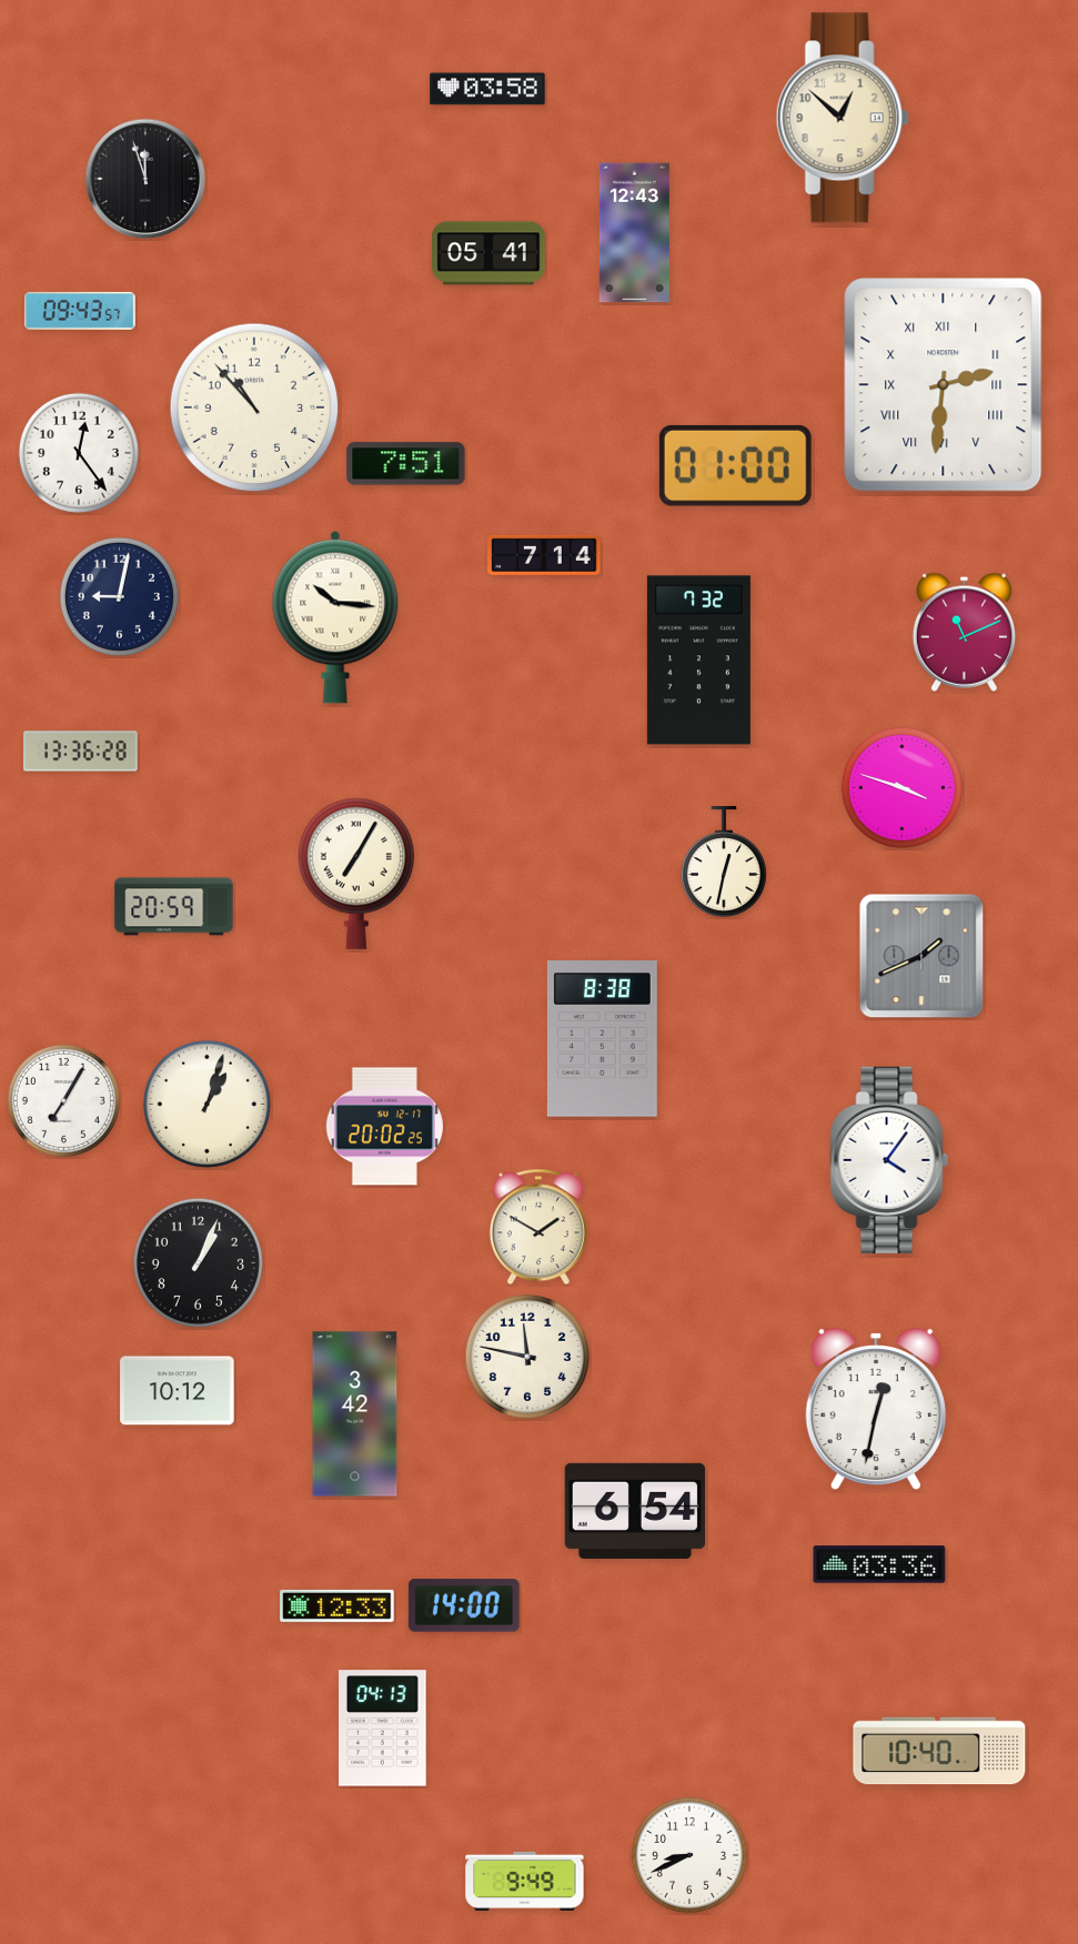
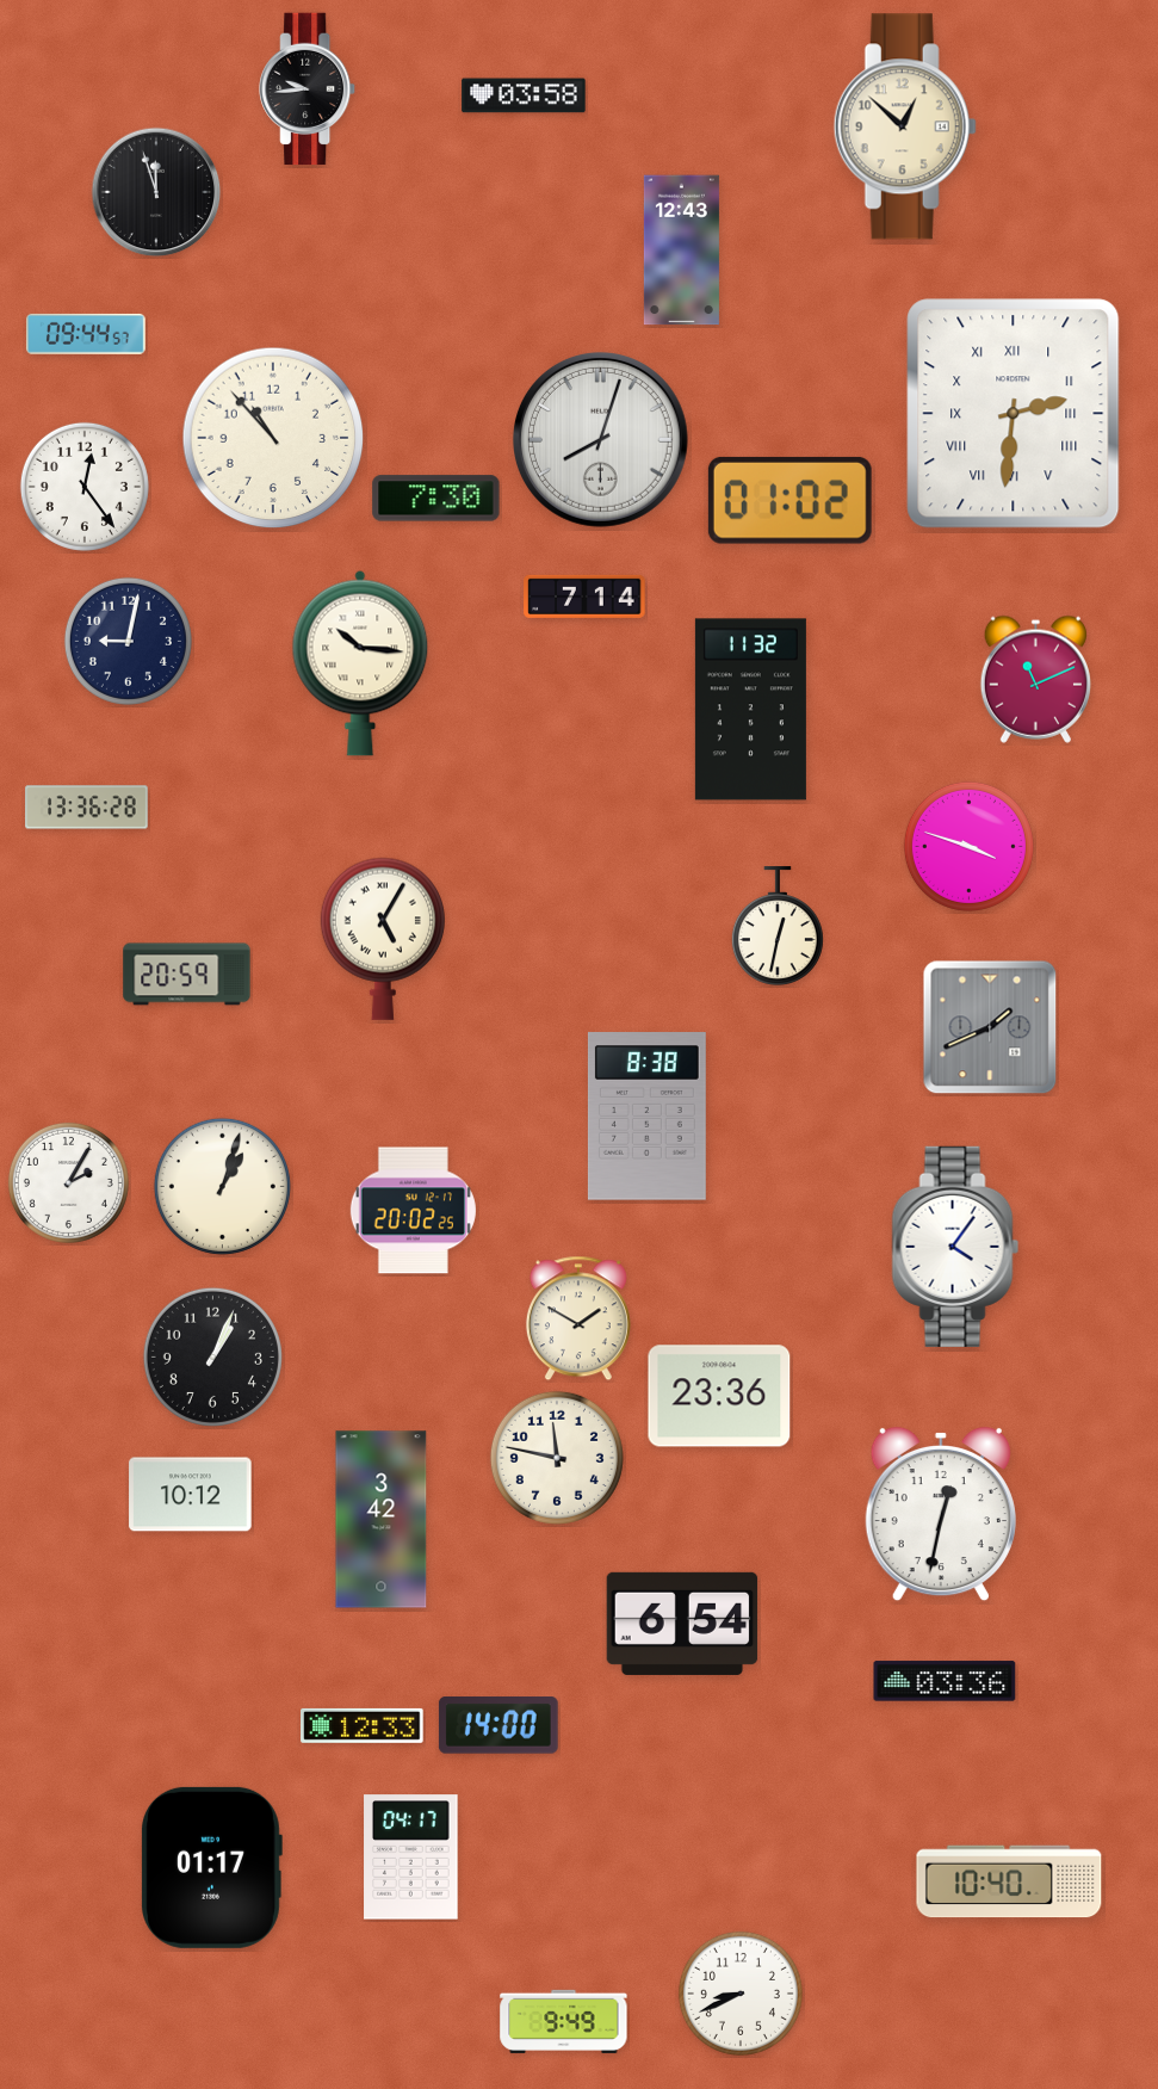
clock at (308, 89): none -> 9:44
clock at (488, 253): 05:41 -> none
clock at (80, 311): 09:43 -> 09:44
clock at (600, 439): none -> 8:03
clock at (406, 464): 7:51 -> 7:30
clock at (735, 465): 01:00 -> 01:02
clock at (698, 661): 7:32 -> 11:32
clock at (356, 874): 7:05 -> 5:05
clock at (63, 1100): 7:05 -> 2:05
clock at (719, 1396): none -> 23:36
clock at (527, 1357) position: (527, 1357) -> (557, 1458)
clock at (383, 1729): 04:13 -> 04:17
clock at (211, 1867): none -> 01:17
